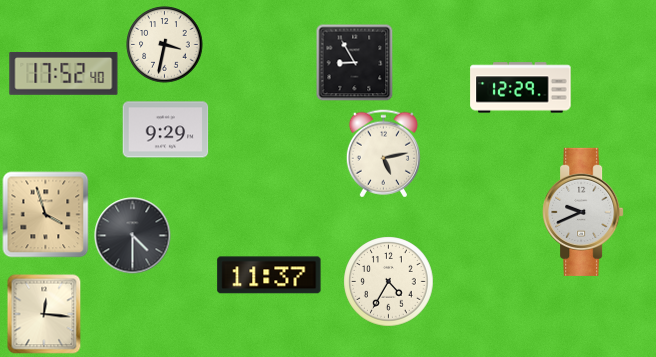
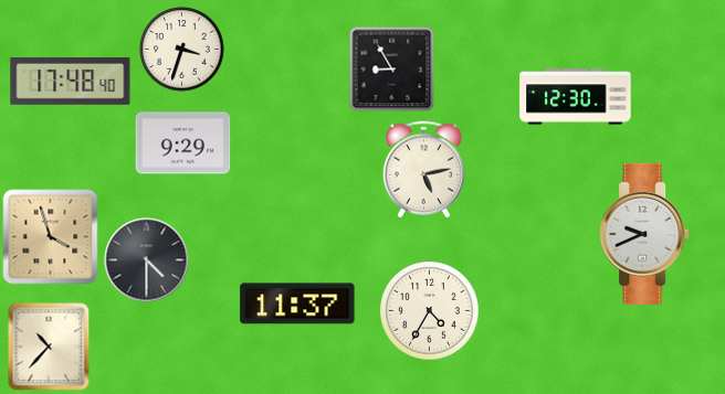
clock at (165, 45): 3:32 -> 3:33
clock at (64, 74): 17:52 -> 17:48
clock at (521, 88): 12:29 -> 12:30
clock at (44, 314): 12:16 -> 10:37
